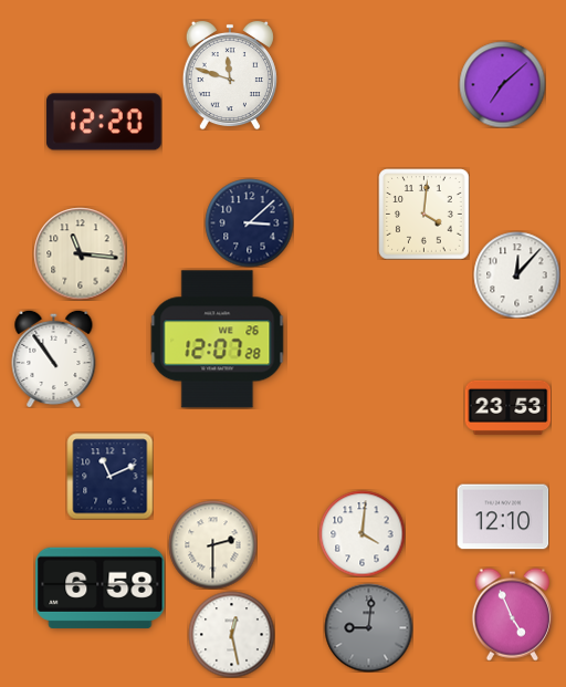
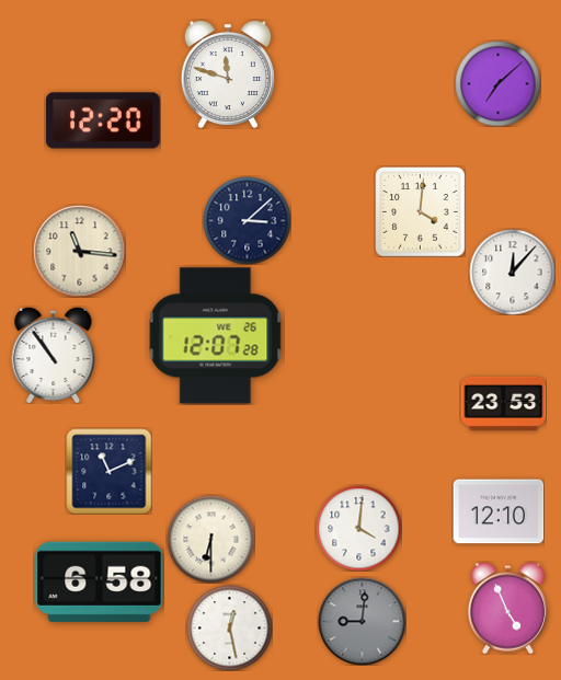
clock at (212, 544): 2:30 -> 6:30
clock at (368, 627) position: (368, 627) -> (362, 621)
